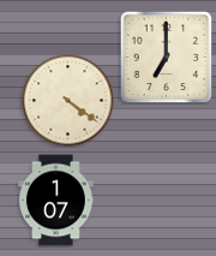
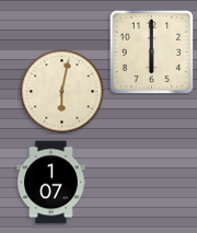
clock at (166, 56): 7:00 -> 6:00
clock at (68, 101): 4:21 -> 6:02
